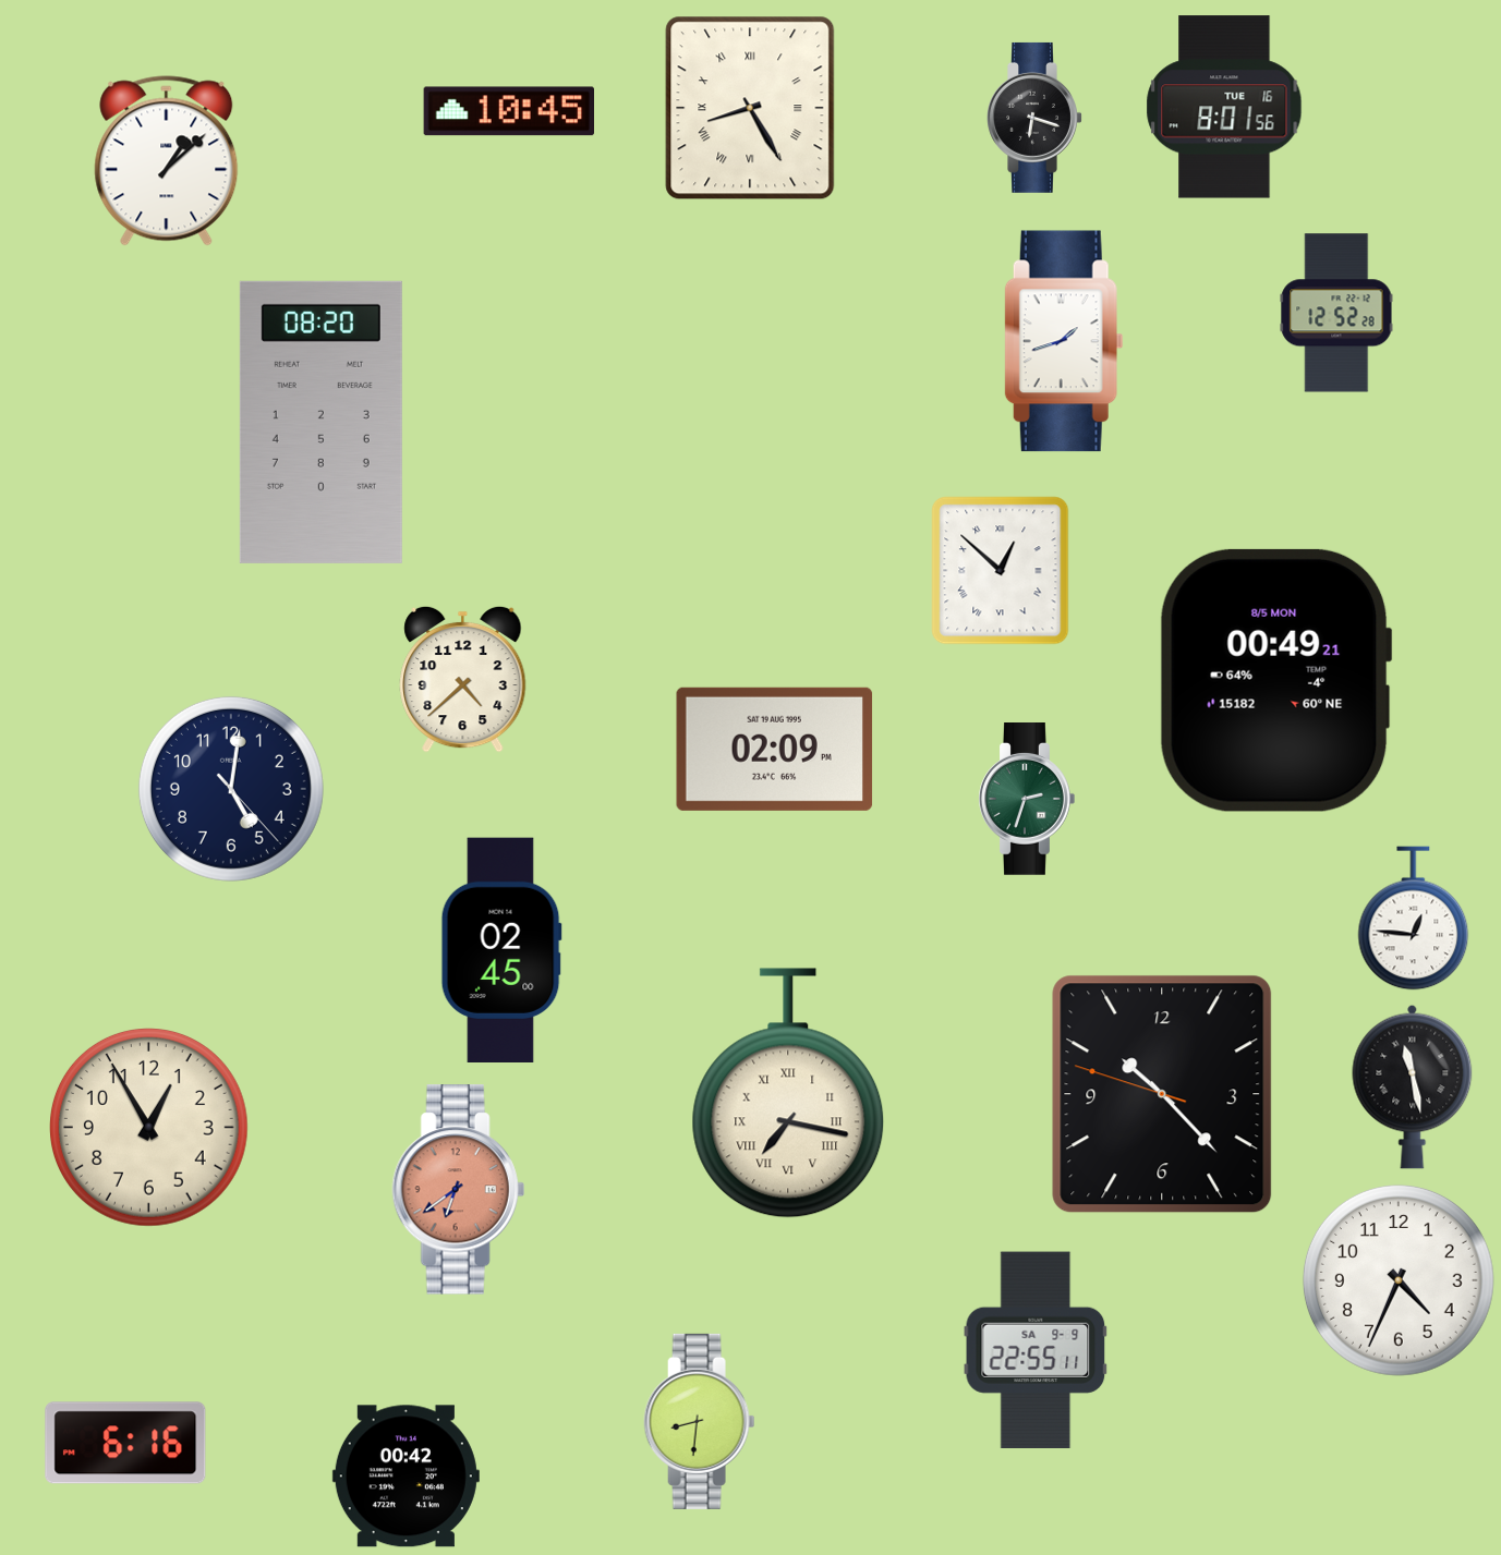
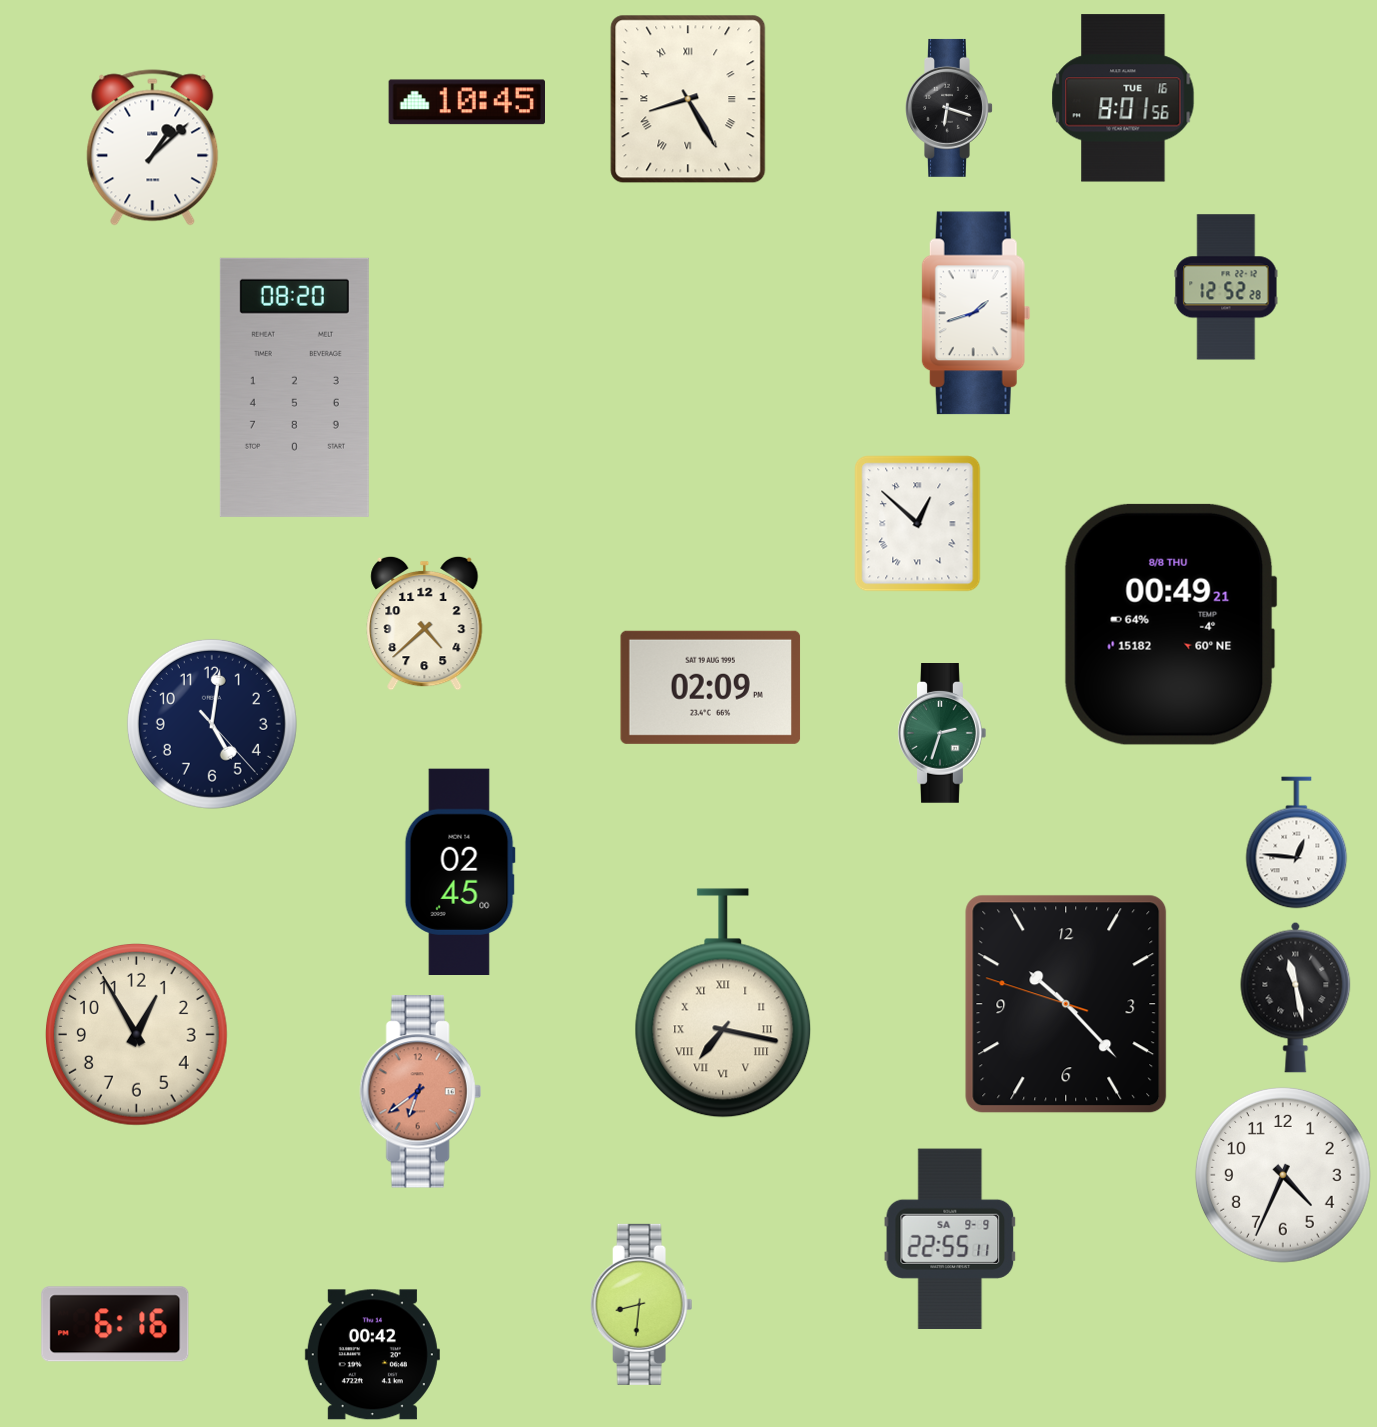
clock at (1275, 680) date: 8/5 MON -> 8/8 THU
